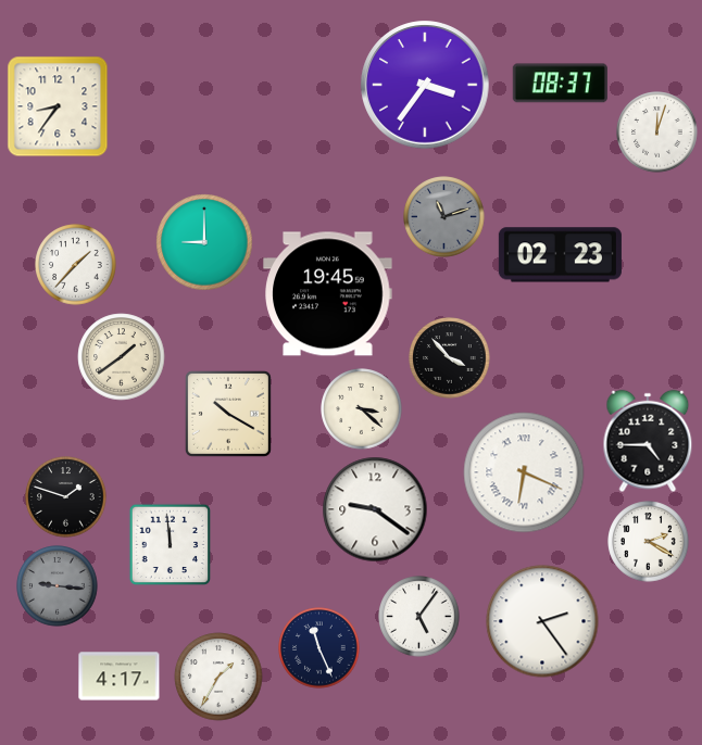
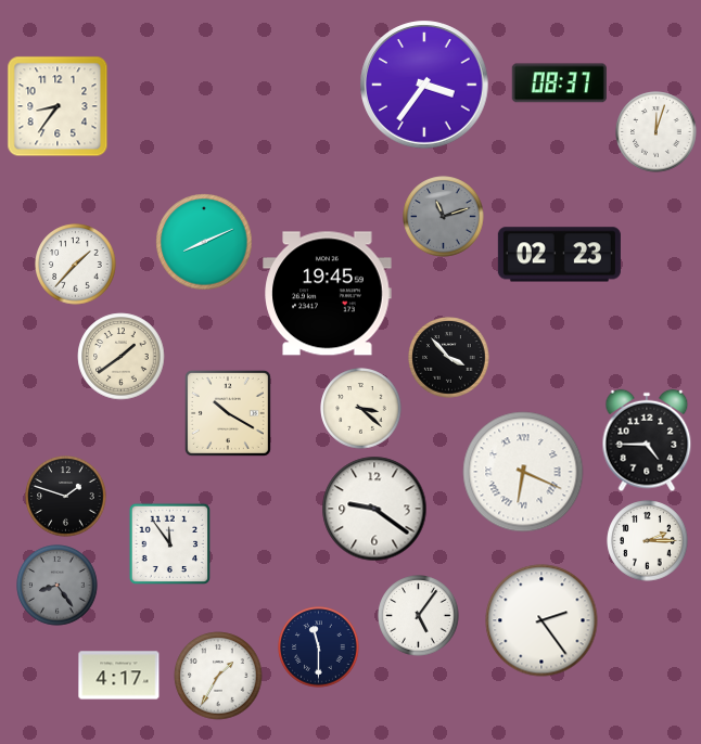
clock at (204, 242): 9:00 -> 8:11
clock at (649, 542): 2:20 -> 2:15
clock at (171, 545): 11:59 -> 11:54
clock at (58, 586): 9:16 -> 8:24
clock at (319, 648): 11:26 -> 11:30
